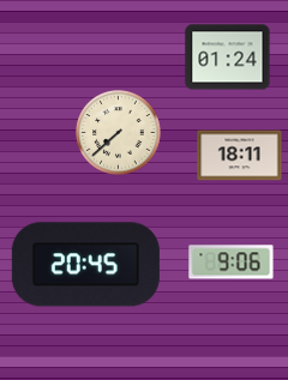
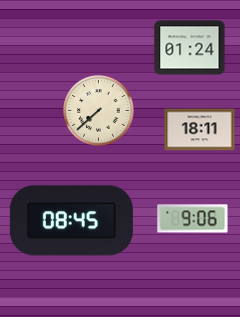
clock at (85, 265): 20:45 -> 08:45
